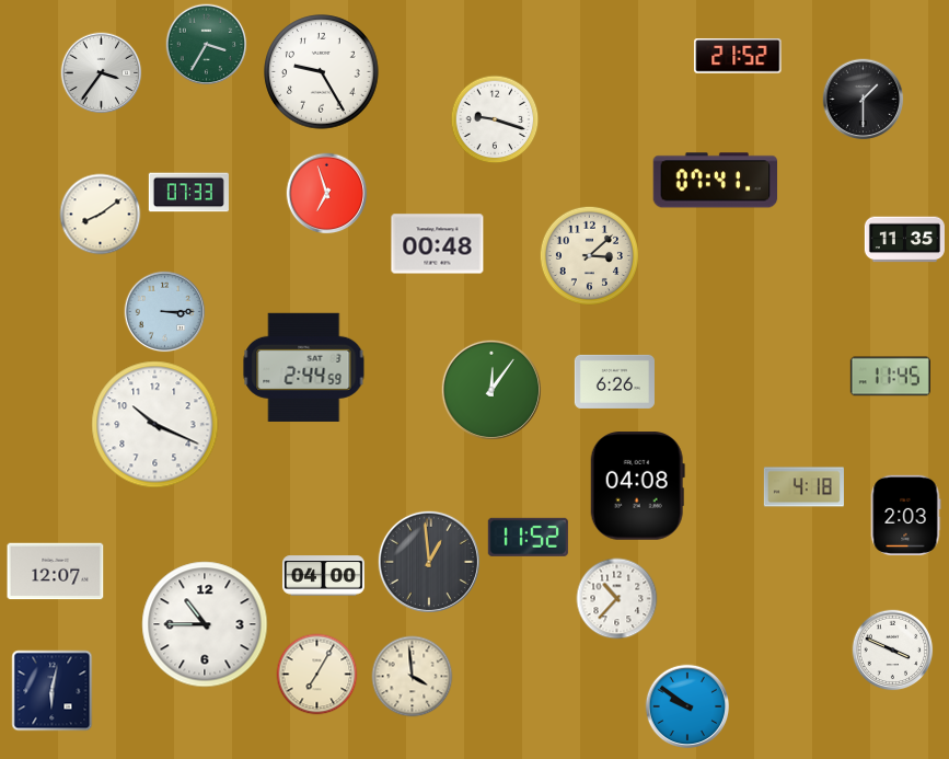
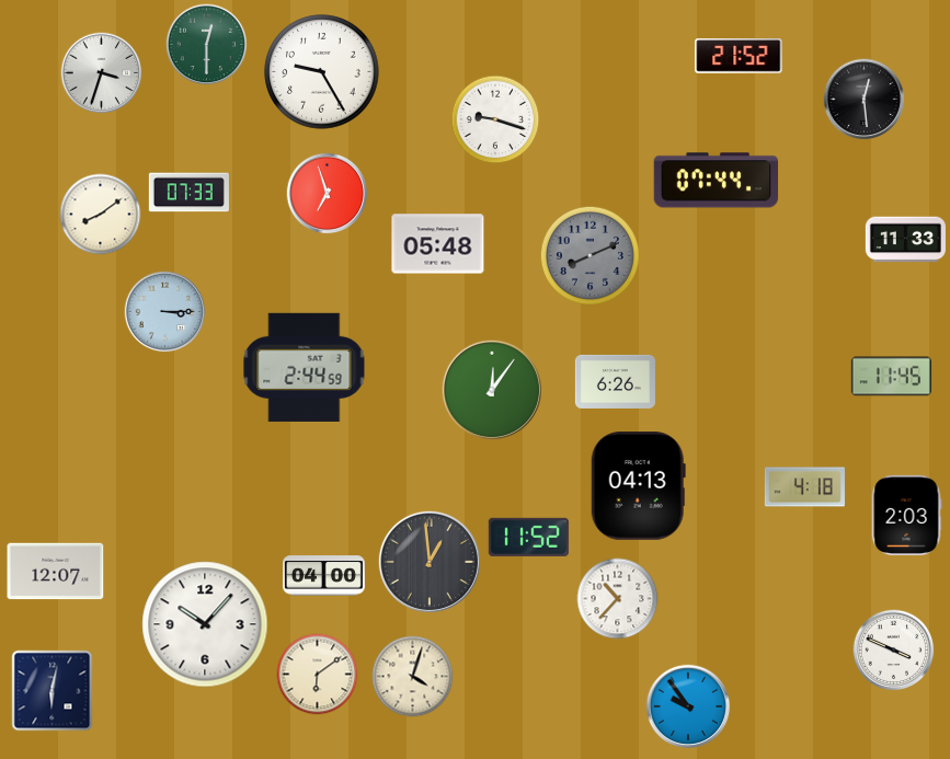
clock at (207, 45): 3:35 -> 12:30
clock at (102, 73): 3:36 -> 3:33
clock at (864, 100): 1:30 -> 12:29
clock at (716, 181): 07:41 -> 07:44
clock at (904, 240): 11:35 -> 11:33
clock at (438, 244): 00:48 -> 05:48
clock at (589, 255): 3:08 -> 8:11
clock at (589, 255) dial: cream -> grey
clock at (155, 425): 10:19 -> none
clock at (637, 486): 04:08 -> 04:13
clock at (205, 624): 10:45 -> 10:07
clock at (317, 675): 7:05 -> 6:09
clock at (413, 677): 3:59 -> 4:03
clock at (687, 706): 9:51 -> 9:54
